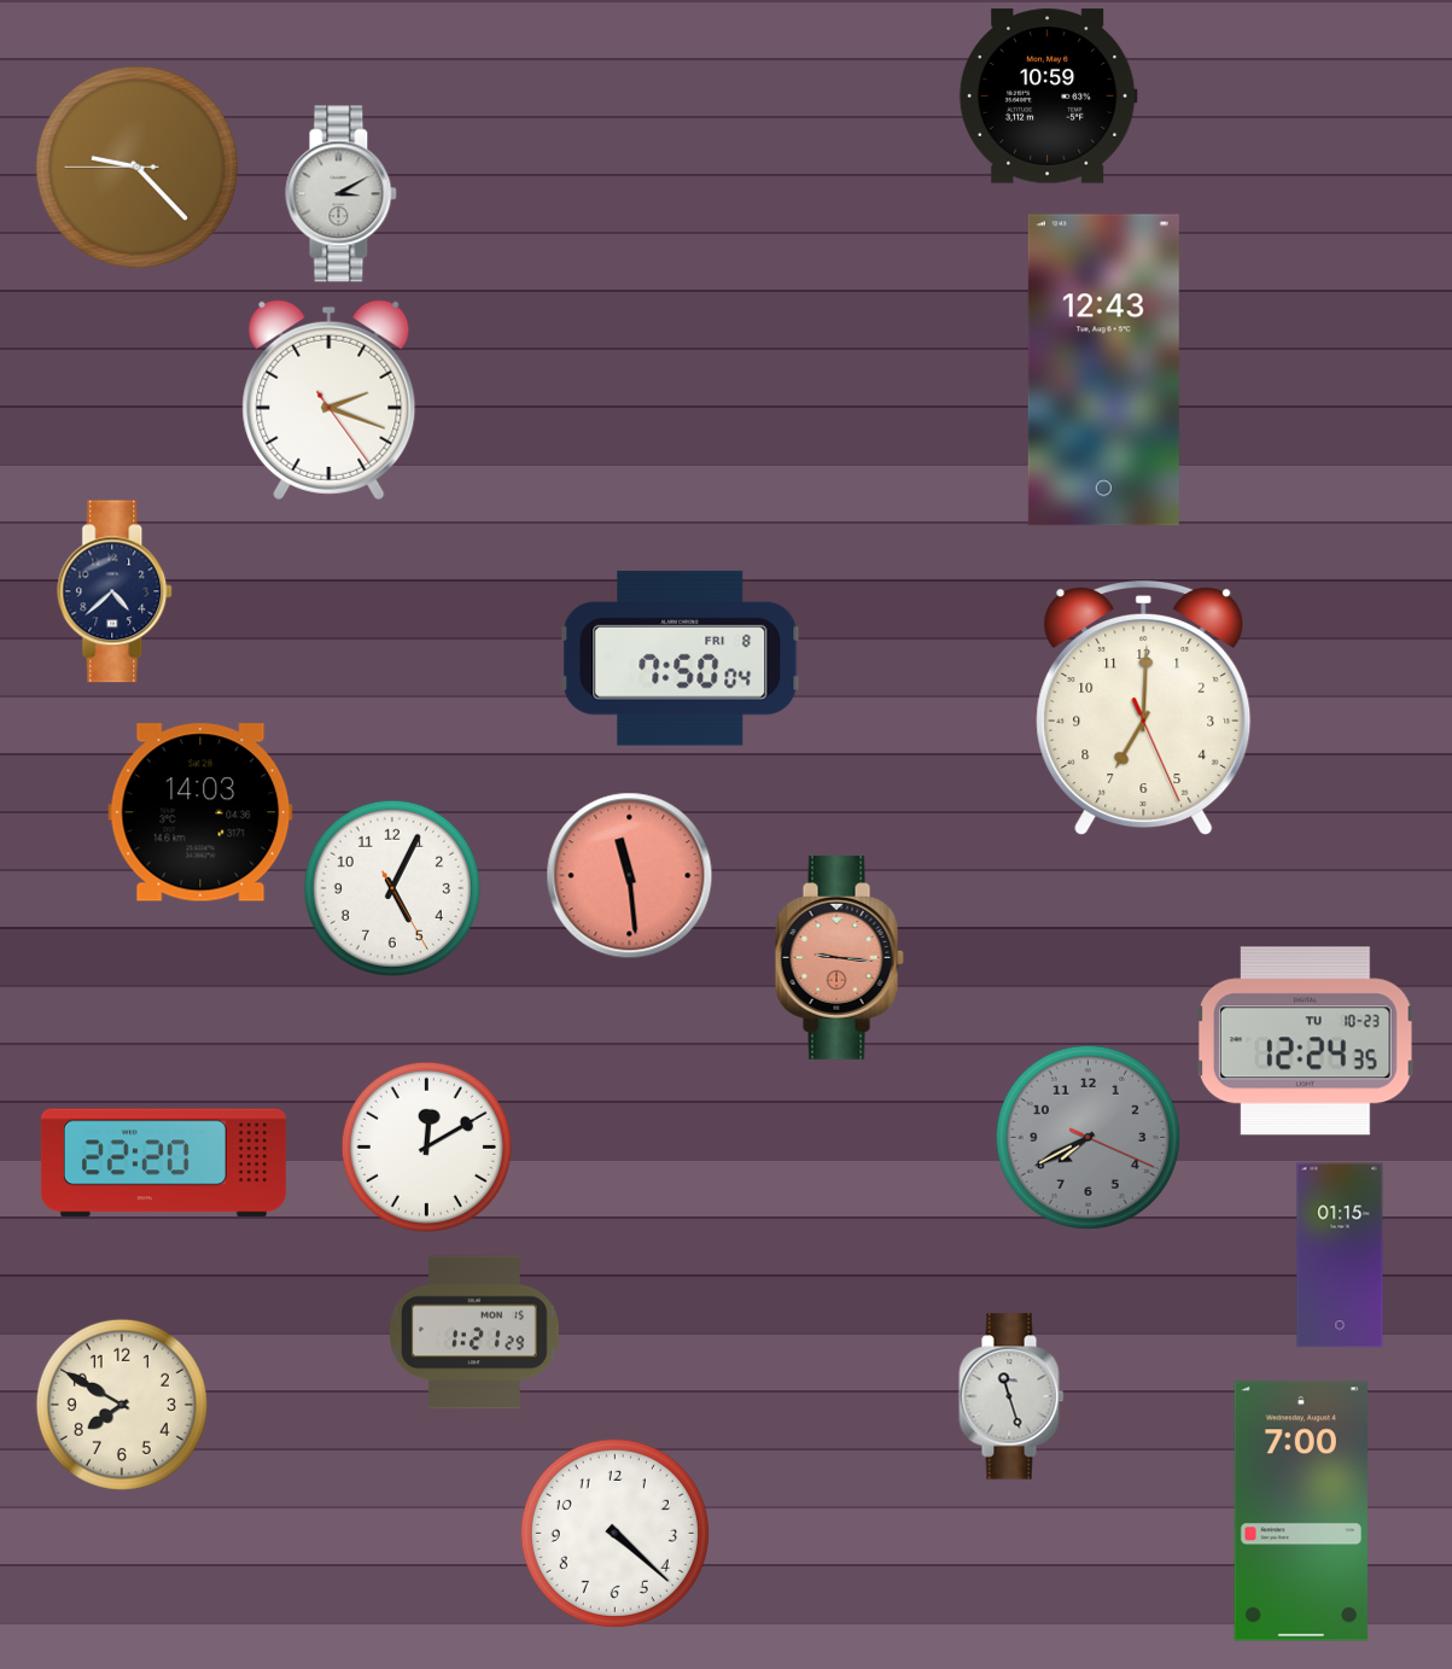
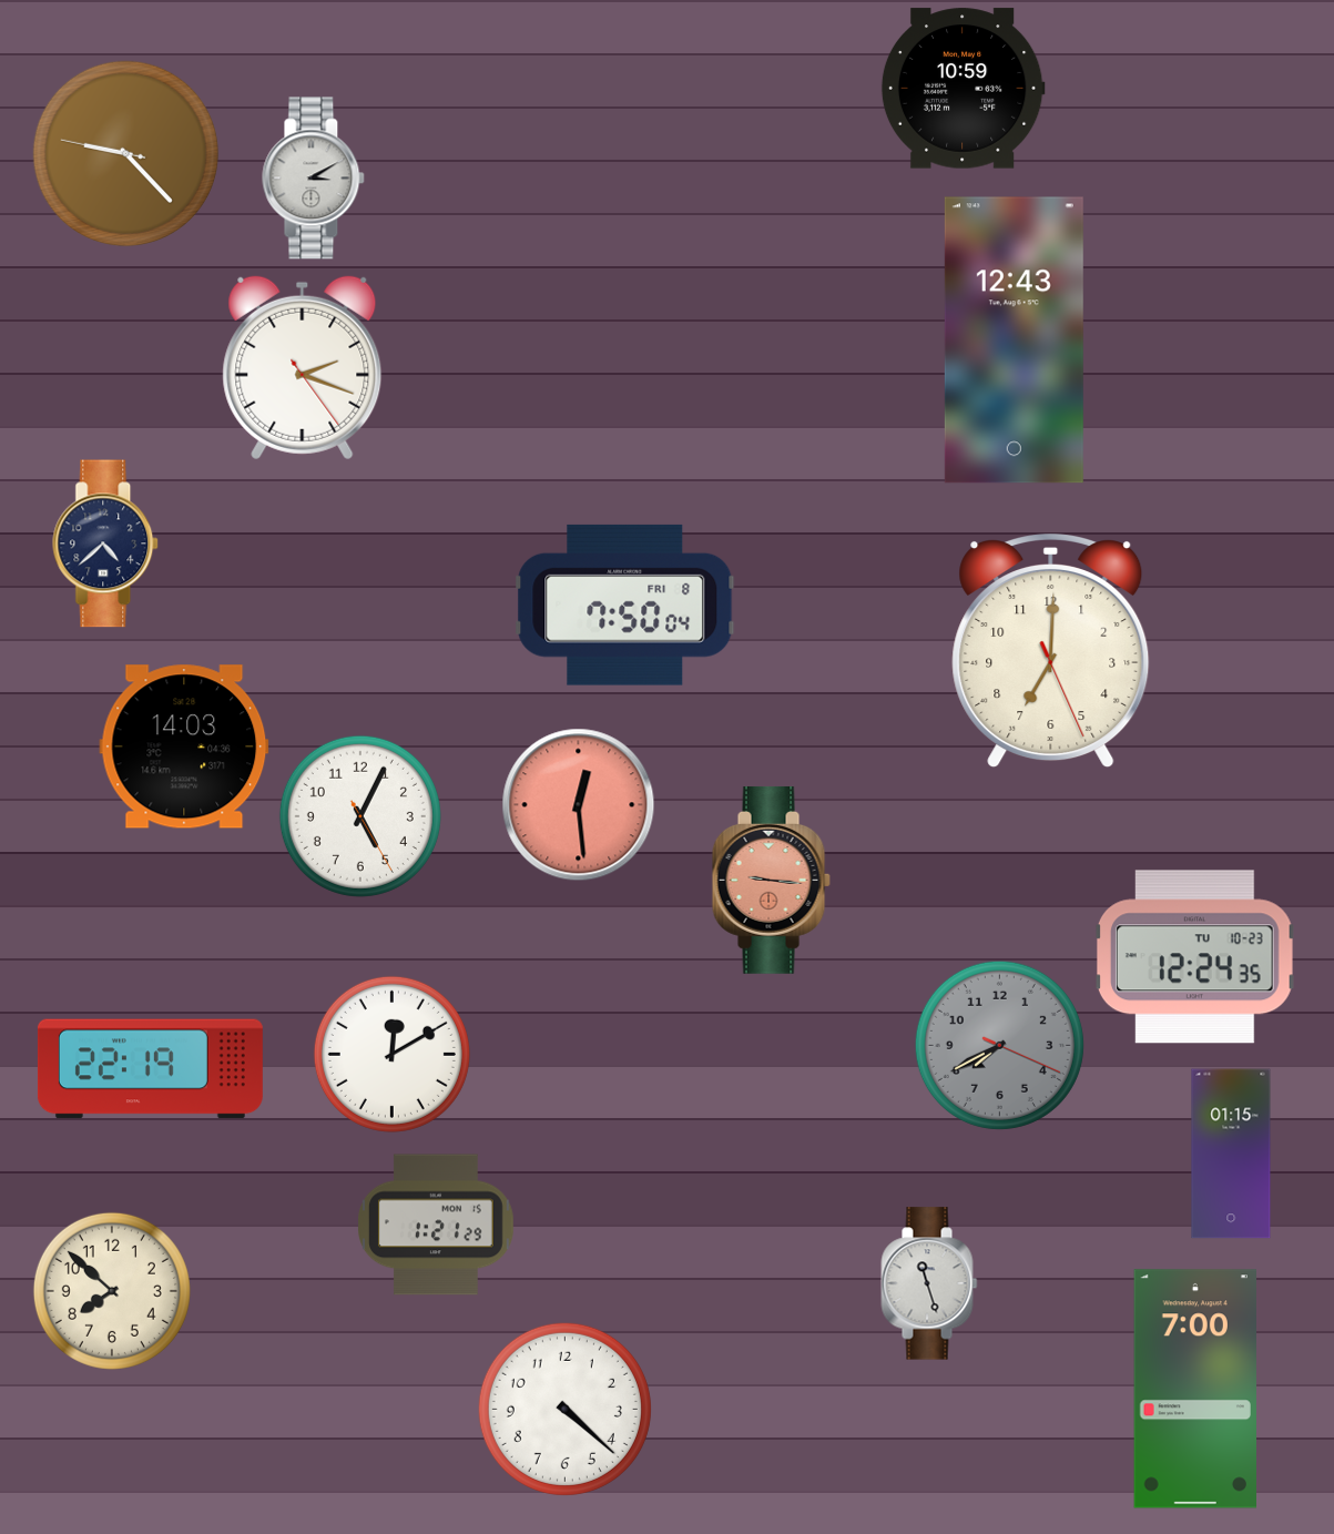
clock at (136, 167): 9:22:45 -> 9:22:47
clock at (630, 876): 11:29 -> 12:29
clock at (1305, 1041) position: (1305, 1041) -> (1194, 957)
clock at (163, 1163): 22:20 -> 22:19
clock at (122, 1405): 7:50 -> 7:52
